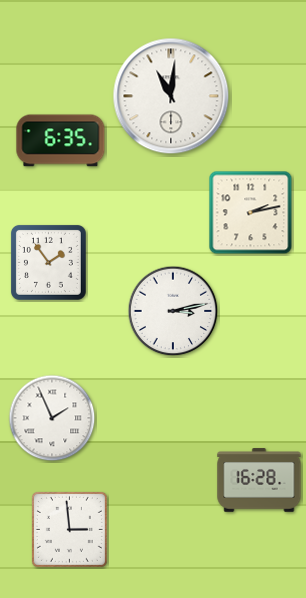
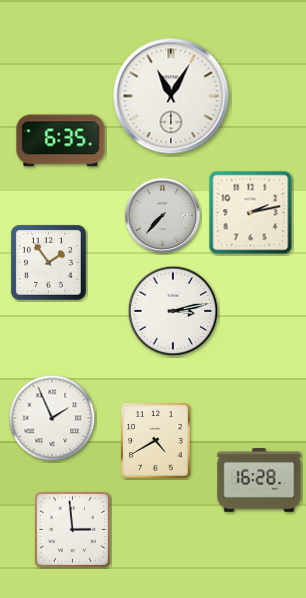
clock at (171, 96): 11:01 -> 11:05
clock at (163, 216): none -> 7:37
clock at (156, 441): none -> 4:40
clock at (69, 529) position: (69, 529) -> (72, 529)
